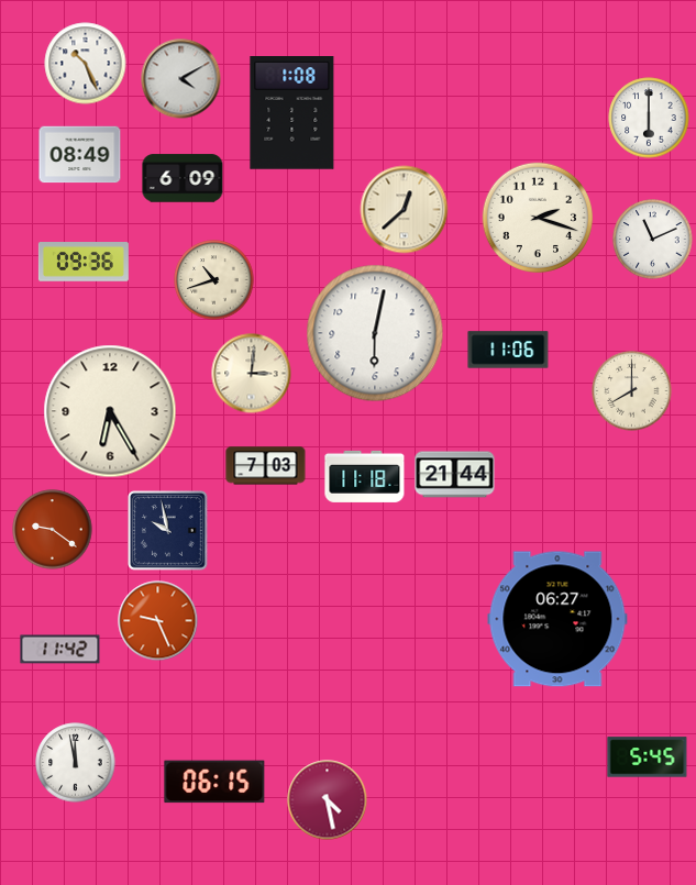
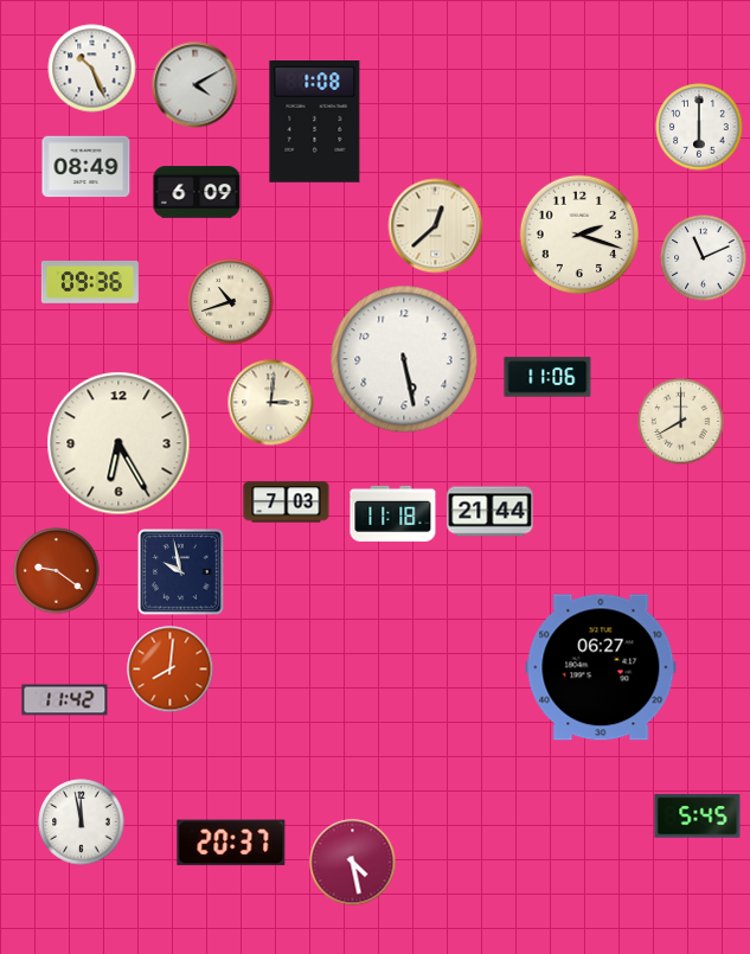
clock at (375, 333): 6:02 -> 5:28
clock at (158, 621): 9:26 -> 8:01
clock at (214, 782): 06:15 -> 20:37
